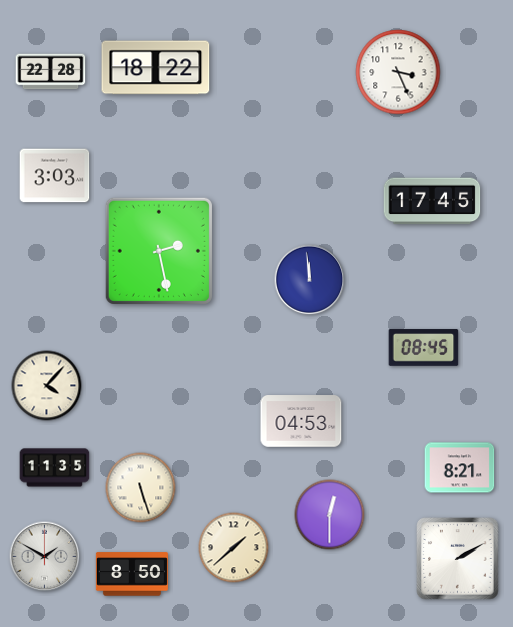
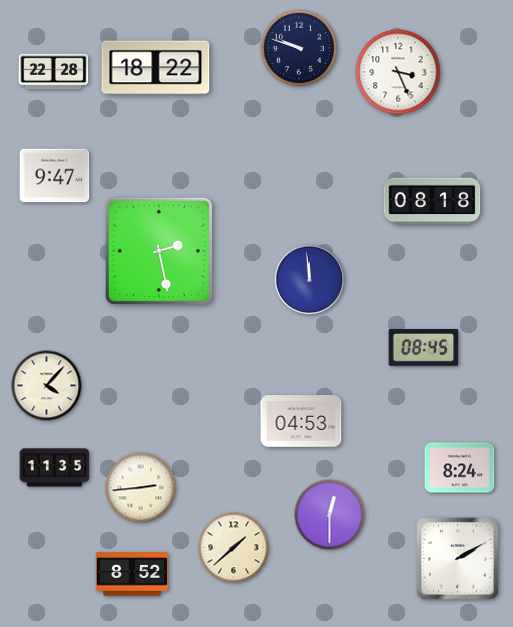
clock at (299, 48): none -> 9:48
clock at (51, 72) position: (51, 72) -> (54, 72)
clock at (55, 176): 3:03 -> 9:47
clock at (432, 201): 17:45 -> 08:18
clock at (460, 468): 8:21 -> 8:24
clock at (141, 488): 5:27 -> 2:44
clock at (45, 557): 1:50 -> none
clock at (132, 574): 8:50 -> 8:52
